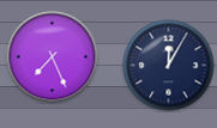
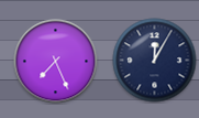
clock at (53, 57) position: (53, 57) -> (56, 62)
